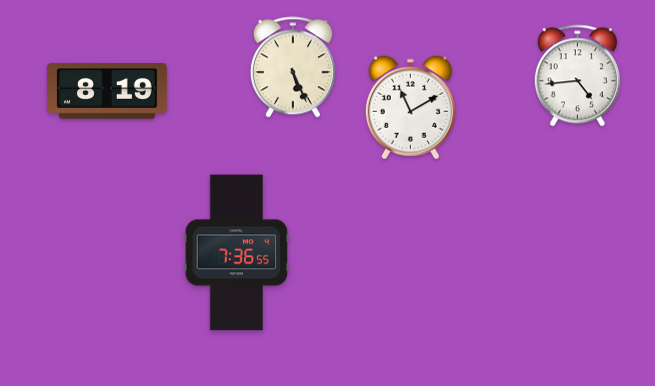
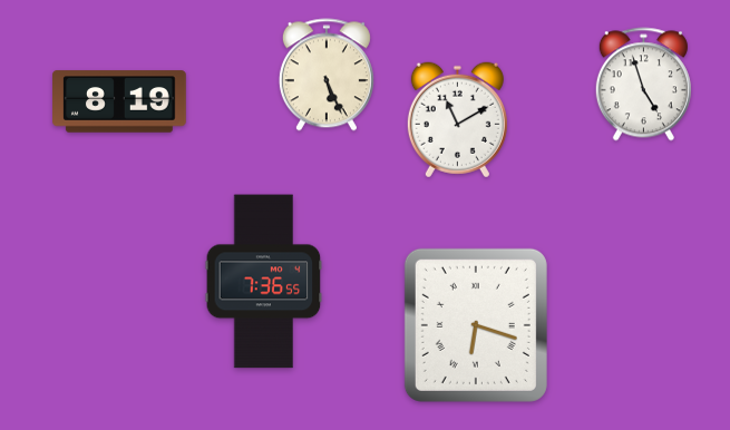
clock at (577, 76): 4:44 -> 4:57
clock at (476, 325): none -> 6:18
